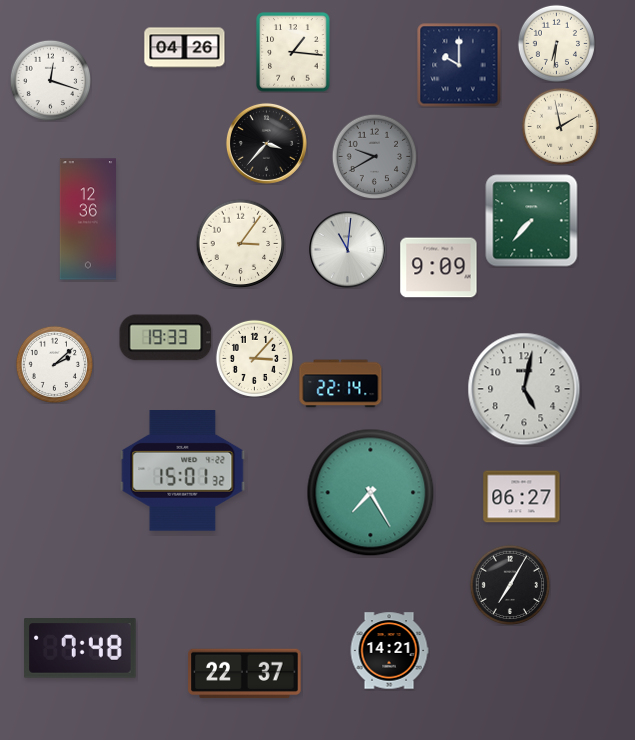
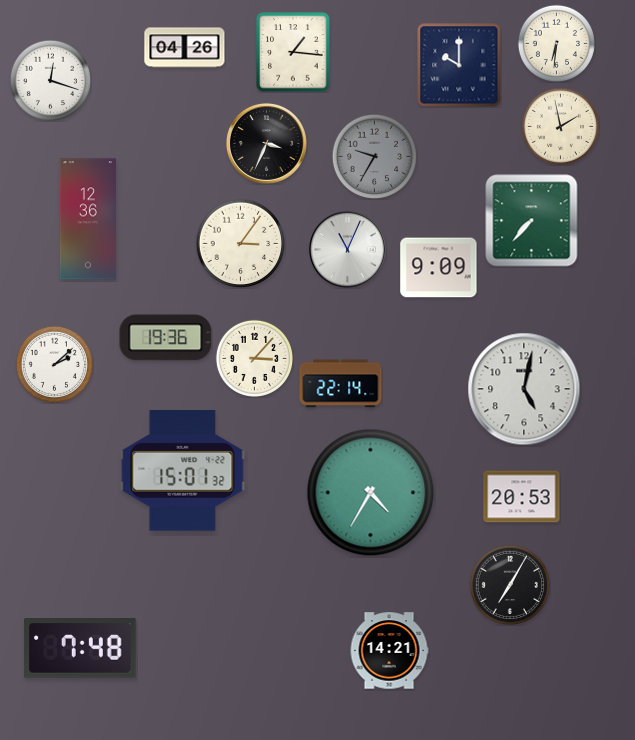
clock at (266, 143): 3:37 -> 3:34
clock at (374, 156): 9:40 -> 9:35
clock at (348, 250): 11:01 -> 11:04
clock at (166, 338): 19:33 -> 19:36
clock at (371, 493): 7:25 -> 4:35
clock at (522, 497): 06:27 -> 20:53
clock at (245, 674): 22:37 -> none
